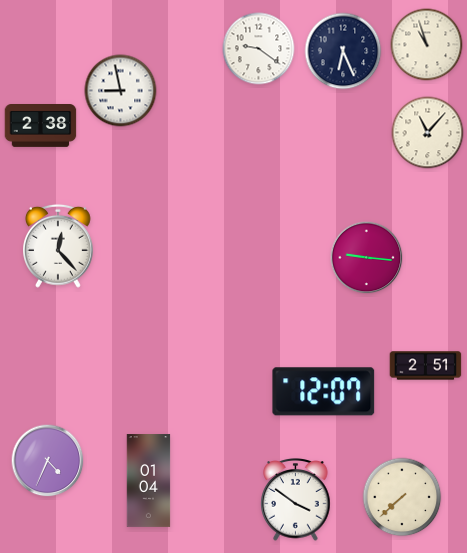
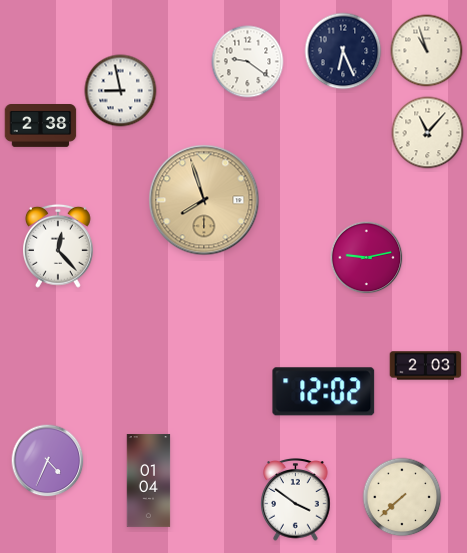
clock at (427, 45) position: (427, 45) -> (427, 51)
clock at (259, 49) position: (259, 49) -> (248, 62)
clock at (204, 200): none -> 7:57
clock at (367, 258): 9:16 -> 9:13
clock at (426, 366): 2:51 -> 2:03
clock at (324, 392): 12:07 -> 12:02
